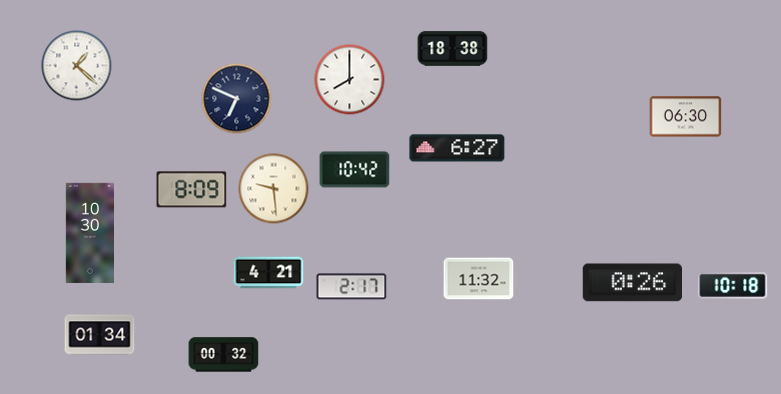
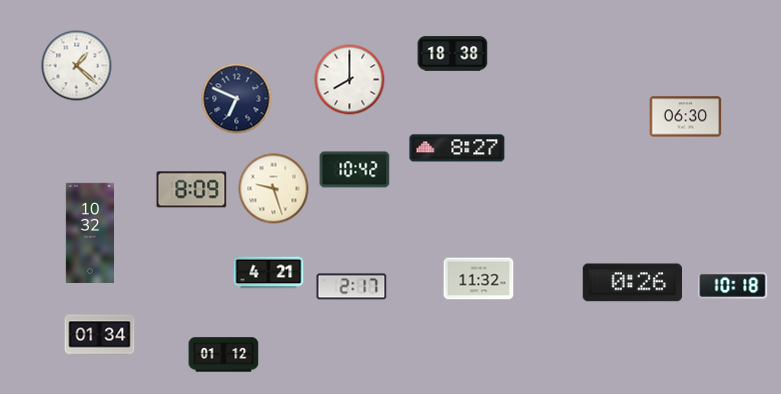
clock at (453, 49) position: (453, 49) -> (453, 54)
clock at (457, 148): 6:27 -> 8:27
clock at (274, 189): 9:29 -> 9:27
clock at (89, 233): 10:30 -> 10:32
clock at (224, 355): 00:32 -> 01:12
